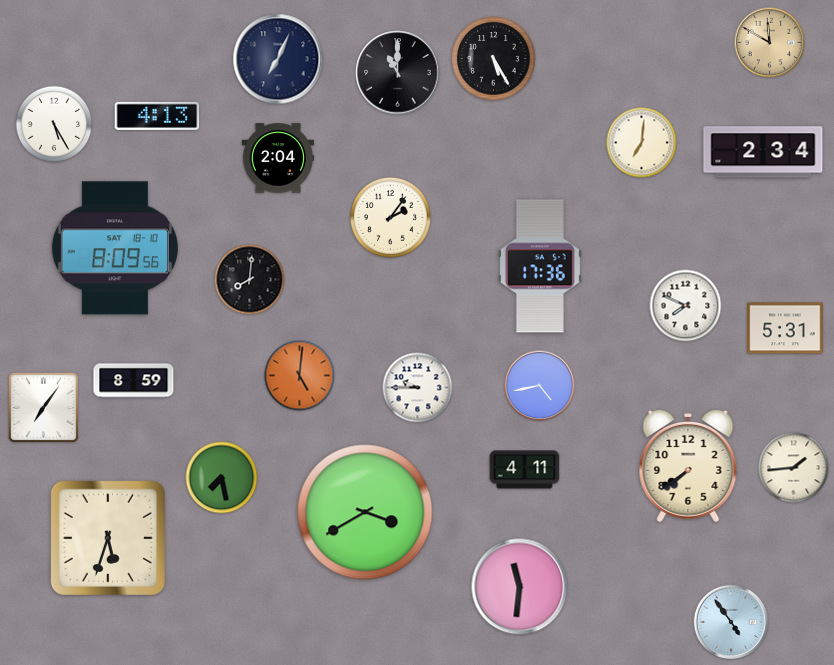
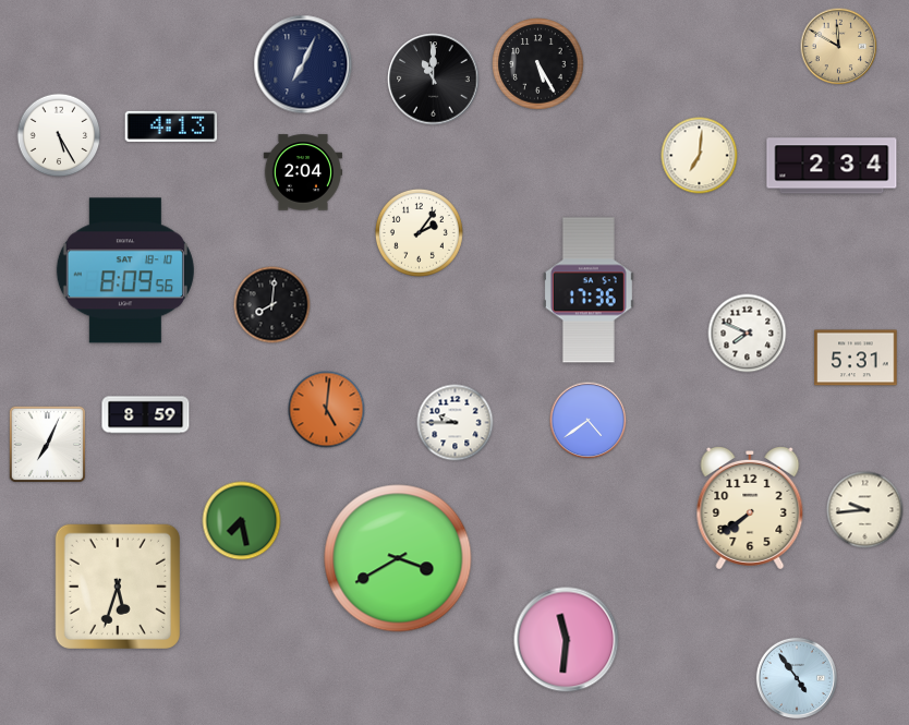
clock at (390, 217) position: (390, 217) -> (419, 232)
clock at (540, 386): 4:43 -> 4:39
clock at (43, 407): 7:06 -> 7:04
clock at (794, 468): 1:44 -> 9:44
clock at (525, 470): 4:11 -> none
